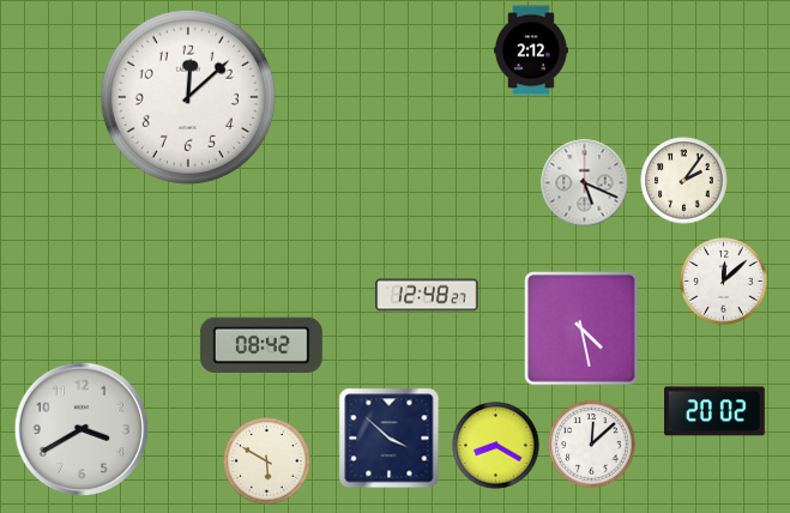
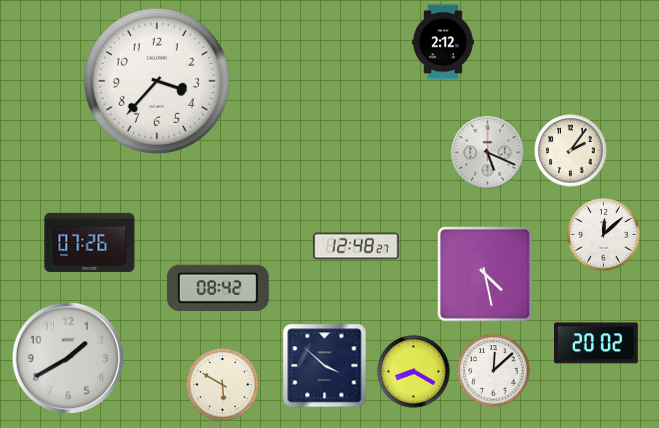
clock at (188, 97): 12:08 -> 3:37
clock at (90, 242): none -> 07:26
clock at (80, 428): 3:40 -> 1:40
